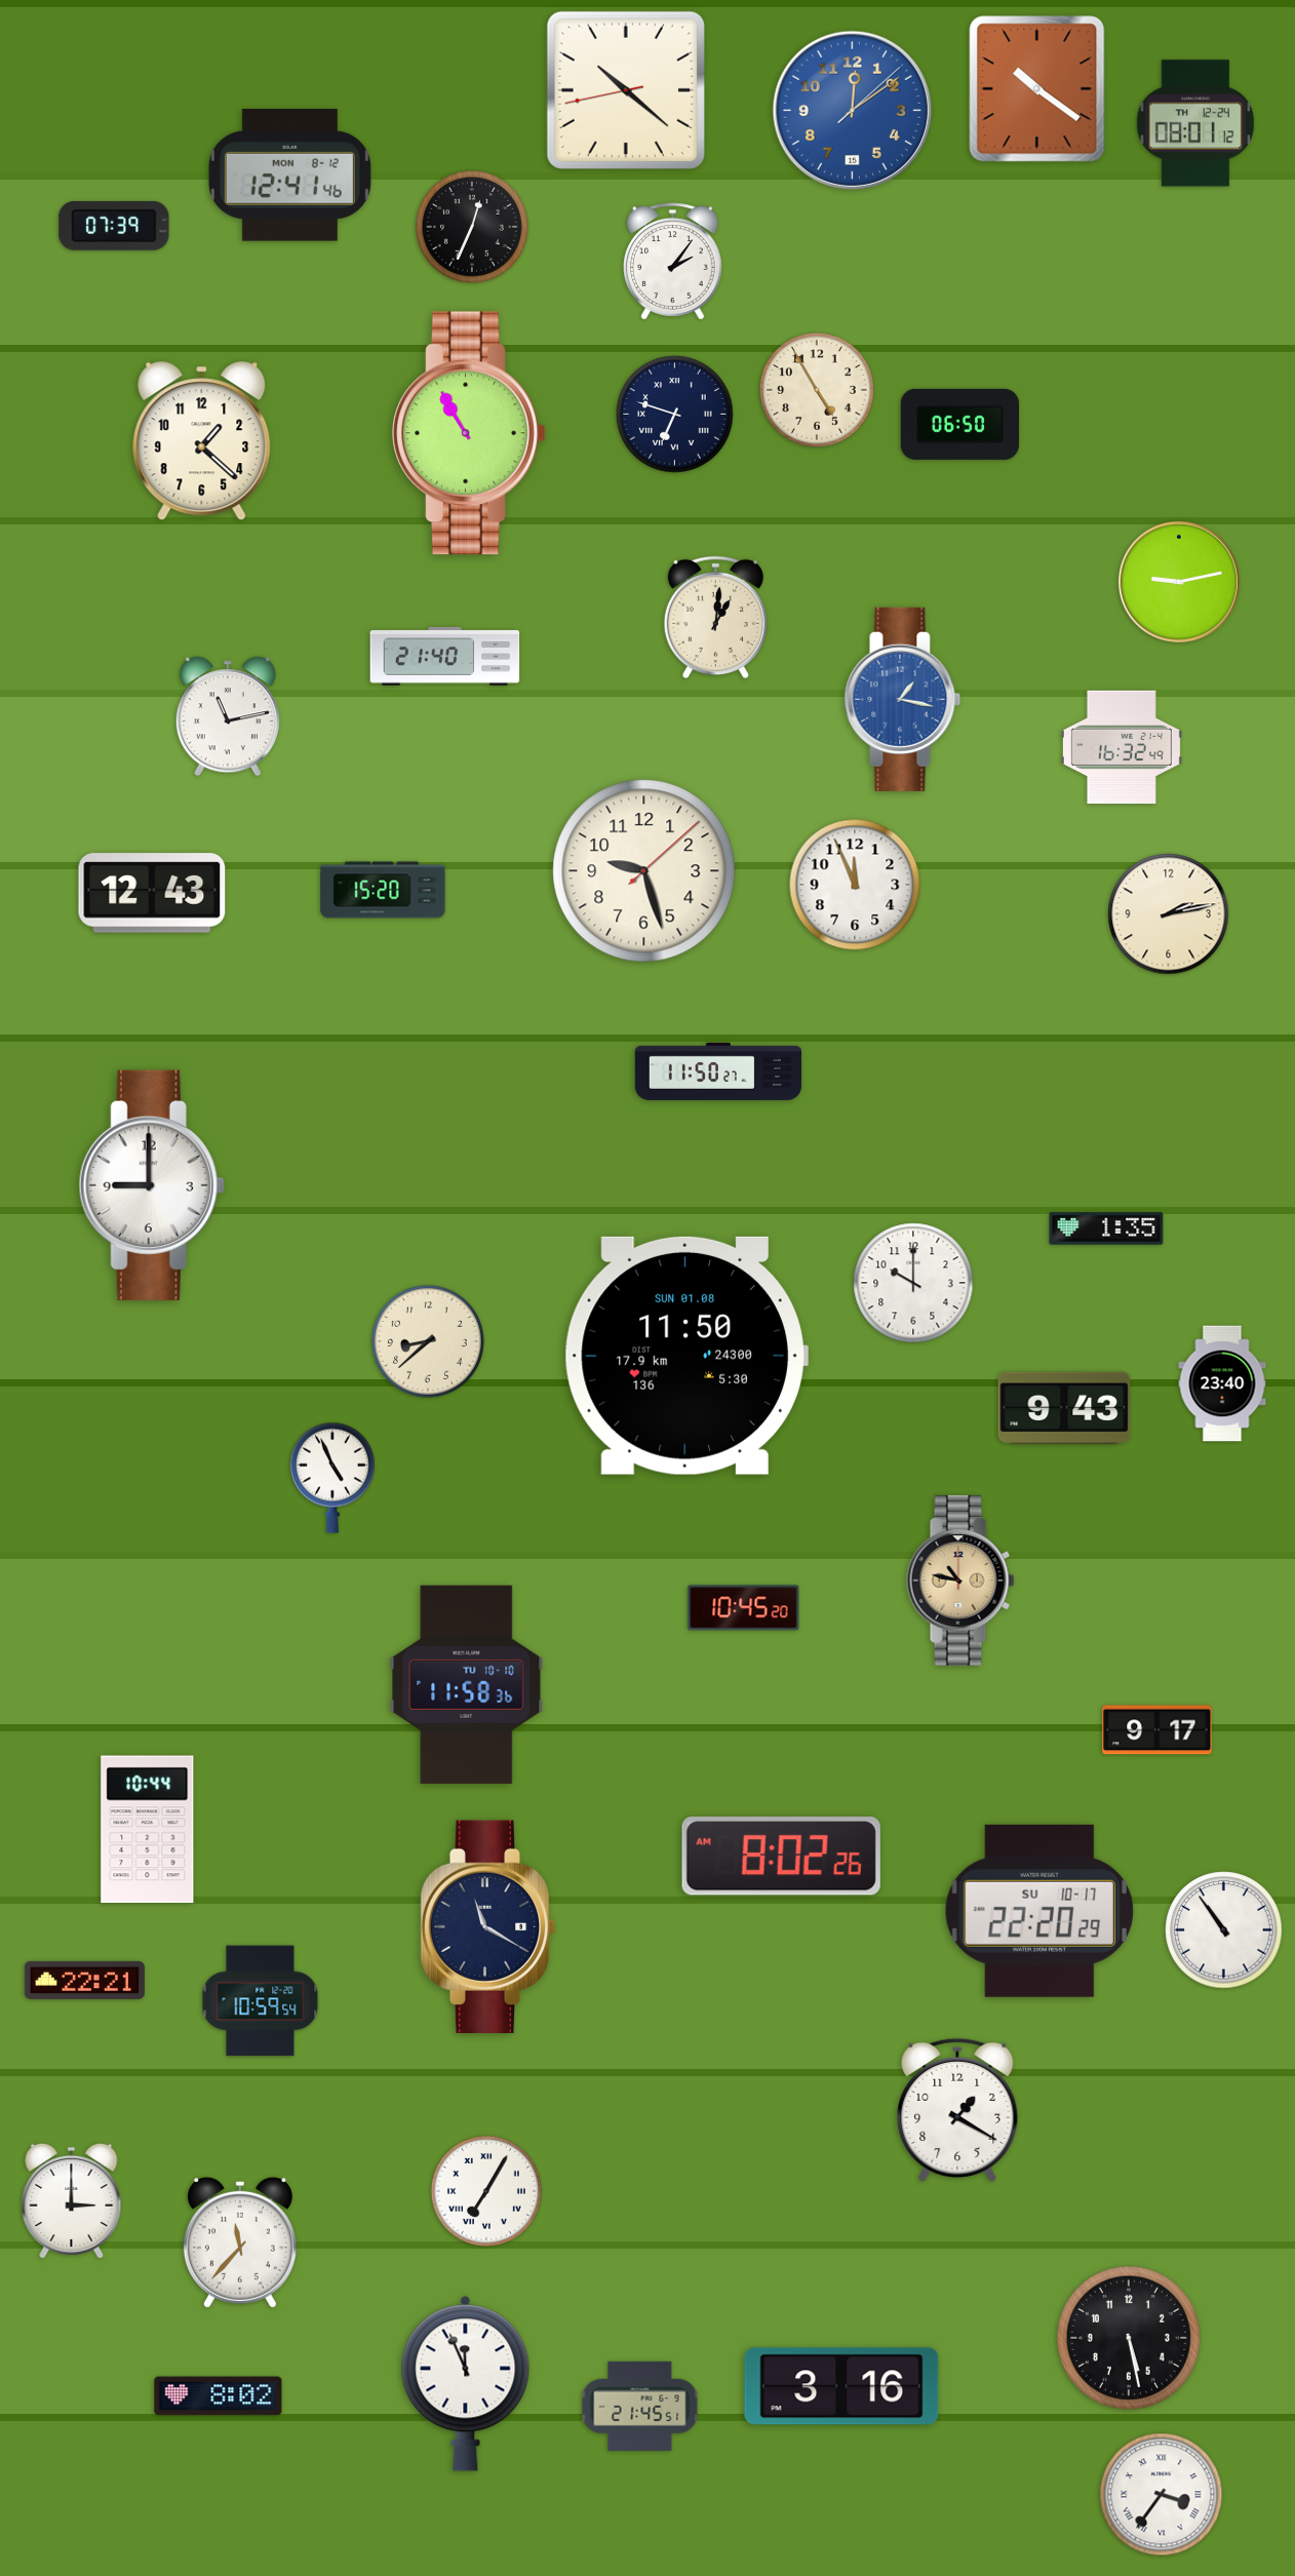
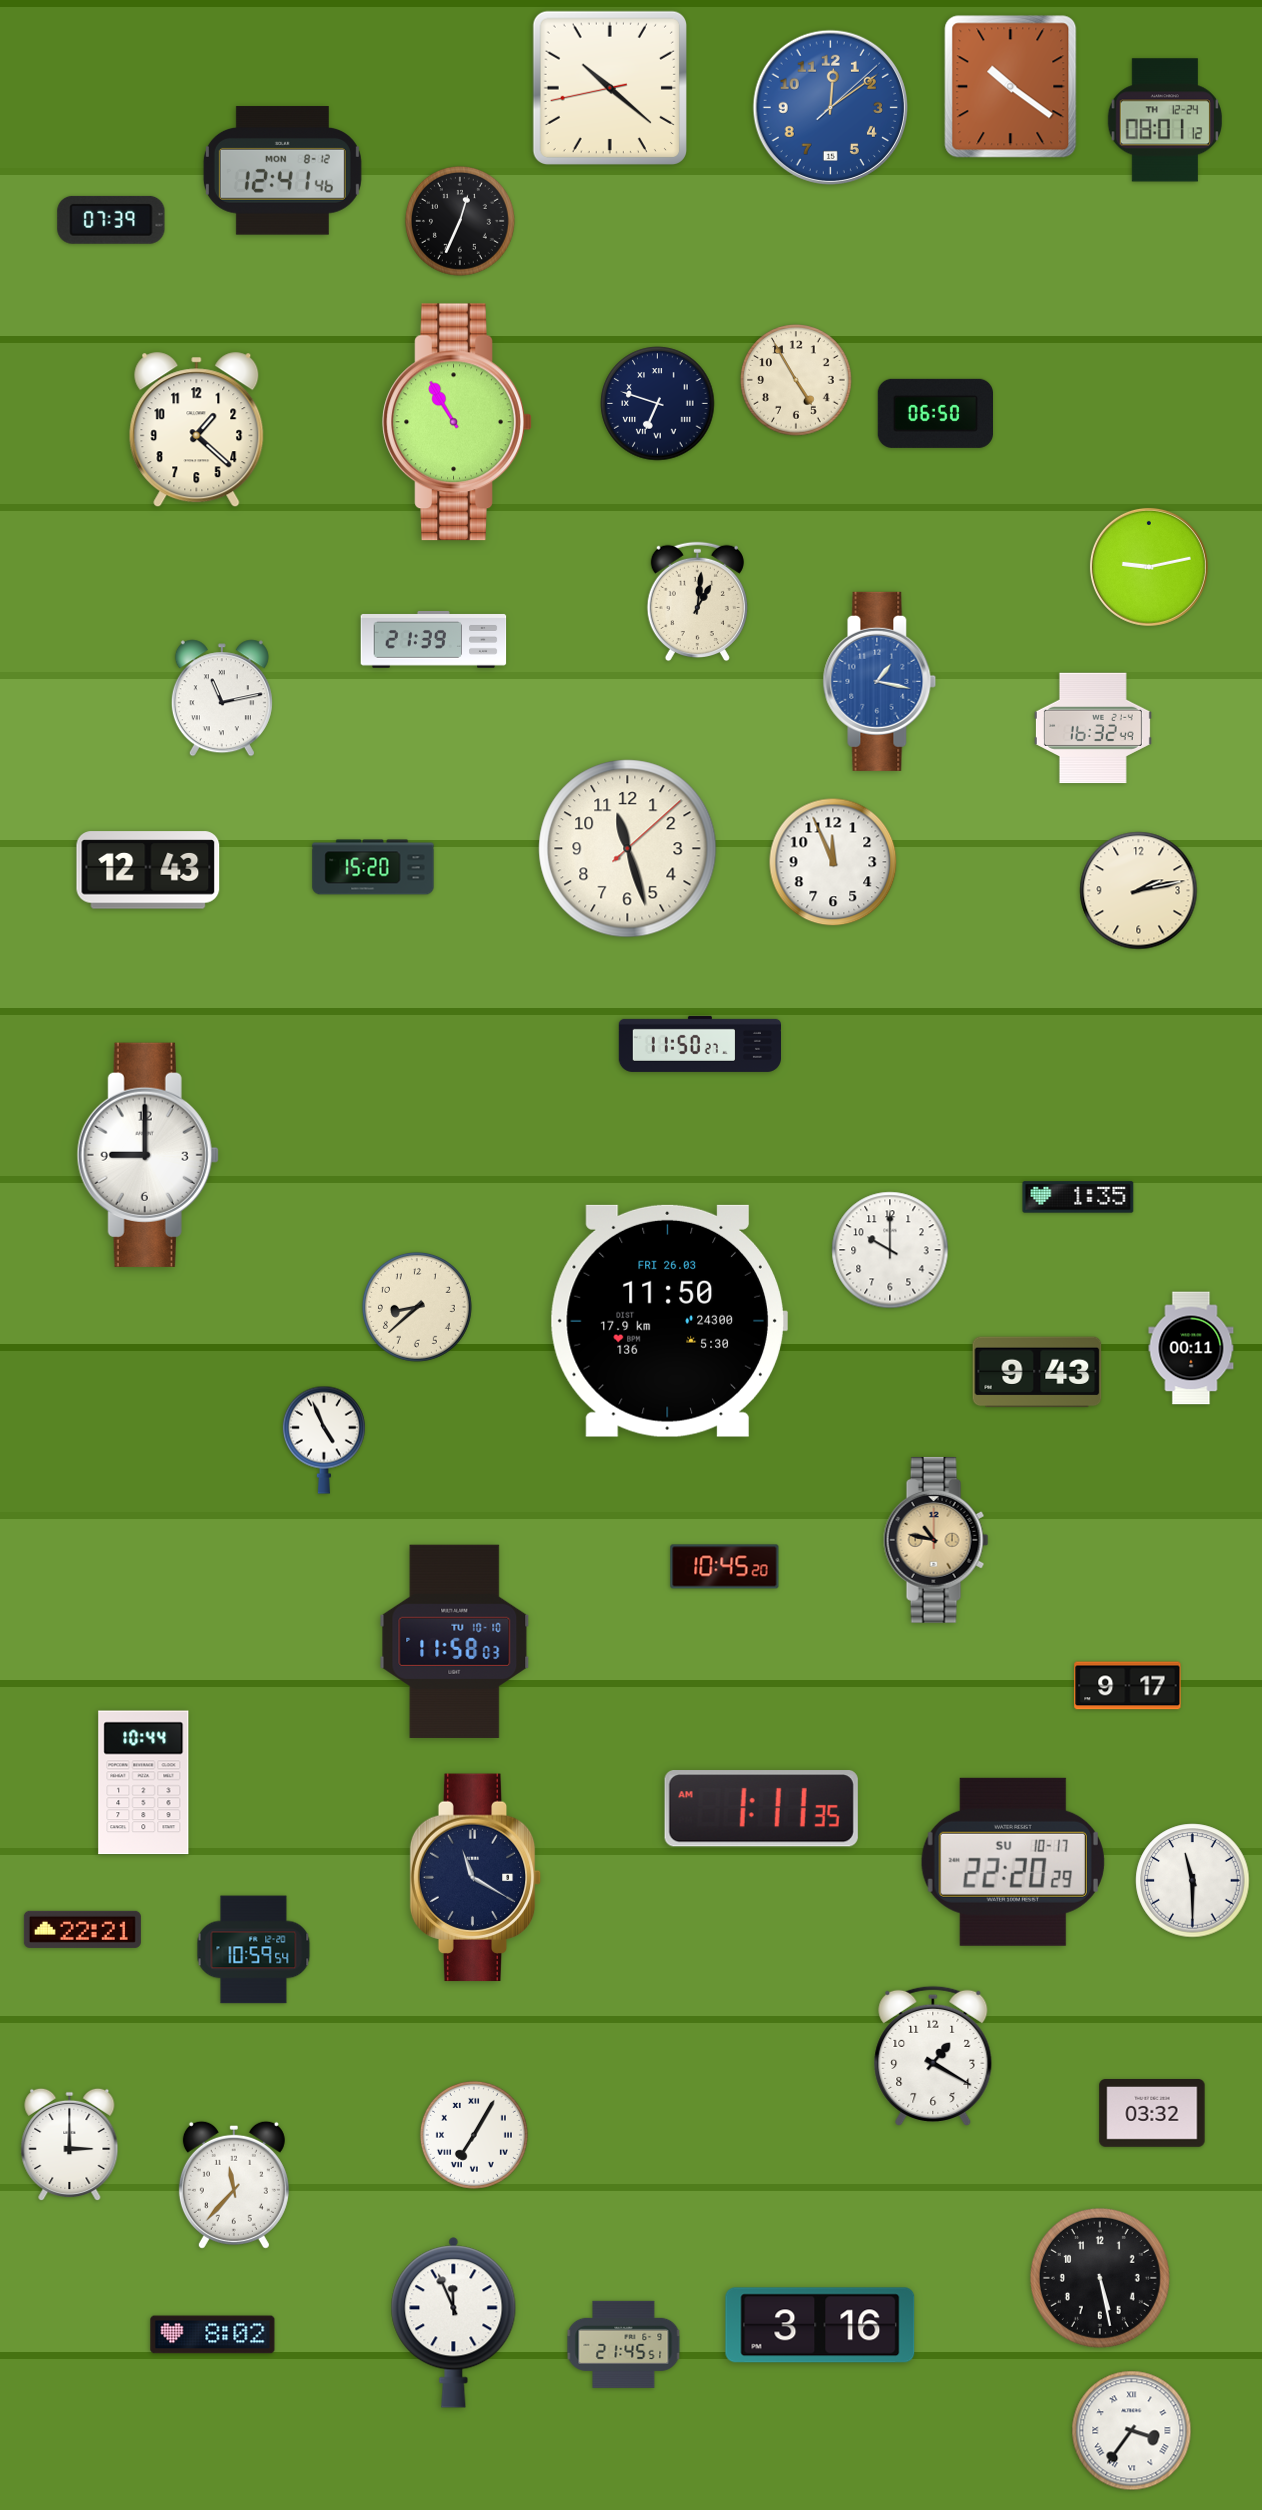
clock at (673, 262): 2:06 -> none
clock at (445, 657): 21:40 -> 21:39
clock at (644, 871): 9:27 -> 11:27
clock at (686, 1356) date: SUN 01.08 -> FRI 26.03
clock at (1222, 1383): 23:40 -> 00:11
clock at (467, 1684): 11:58:36 -> 11:58:03
clock at (781, 1857): 8:02 -> 1:11
clock at (1224, 1930): 10:54 -> 11:30
clock at (1152, 2114): none -> 03:32
